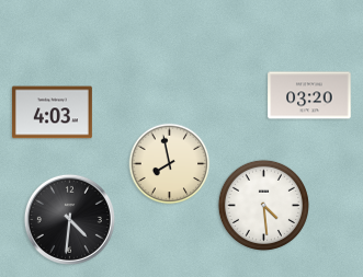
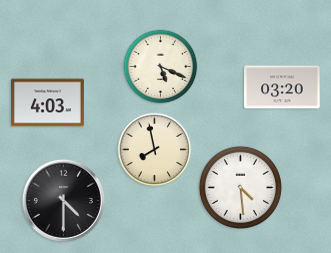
clock at (161, 67): none -> 5:19
clock at (69, 219): 4:31 -> 4:30
